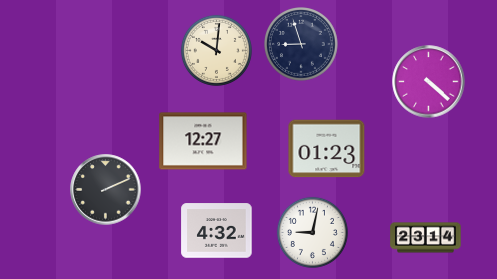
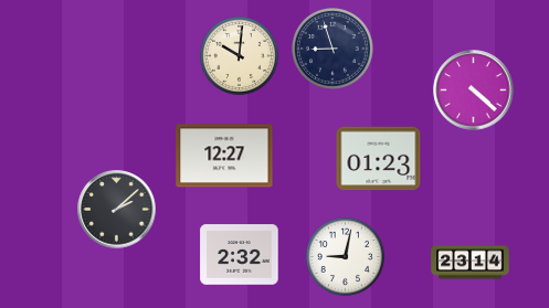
clock at (327, 149) position: (327, 149) -> (379, 159)
clock at (106, 190): 2:11 -> 2:08
clock at (217, 231): 4:32 -> 2:32
